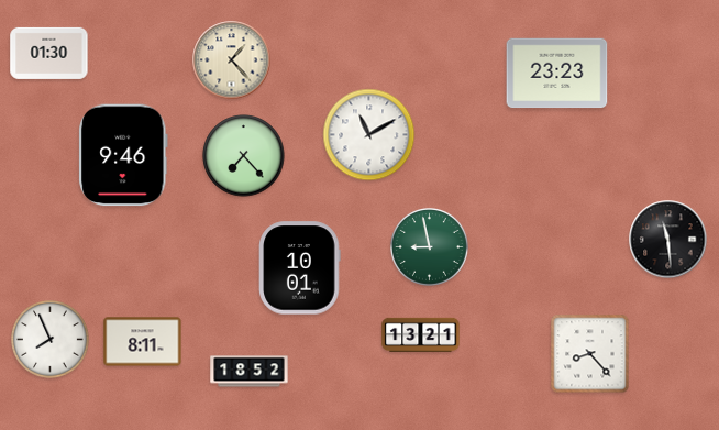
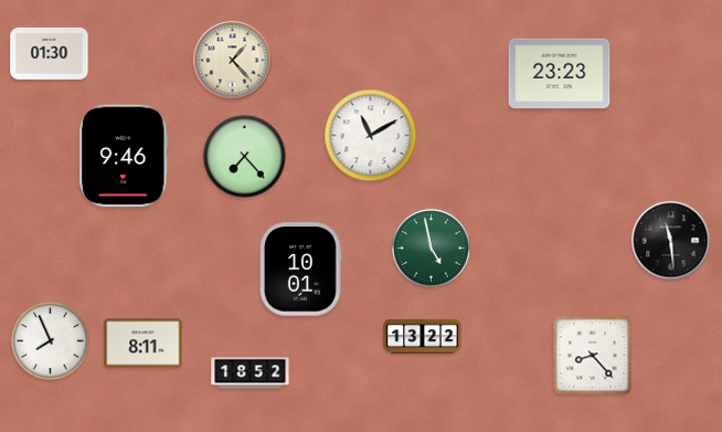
clock at (430, 247): 8:58 -> 4:58
clock at (421, 334): 13:21 -> 13:22
